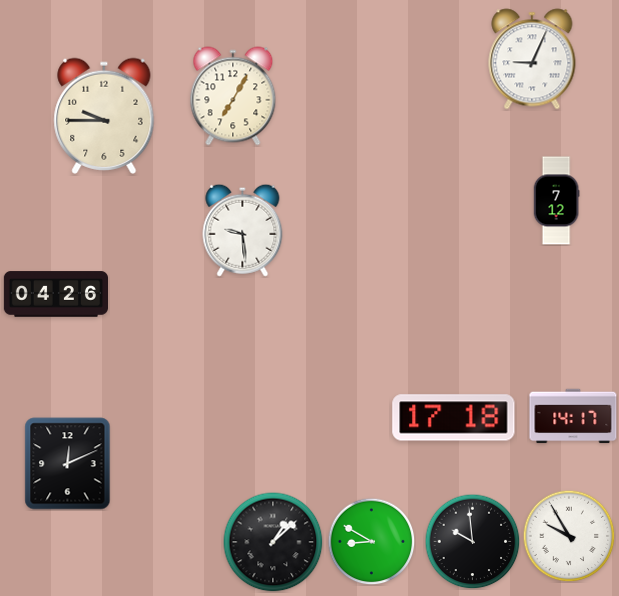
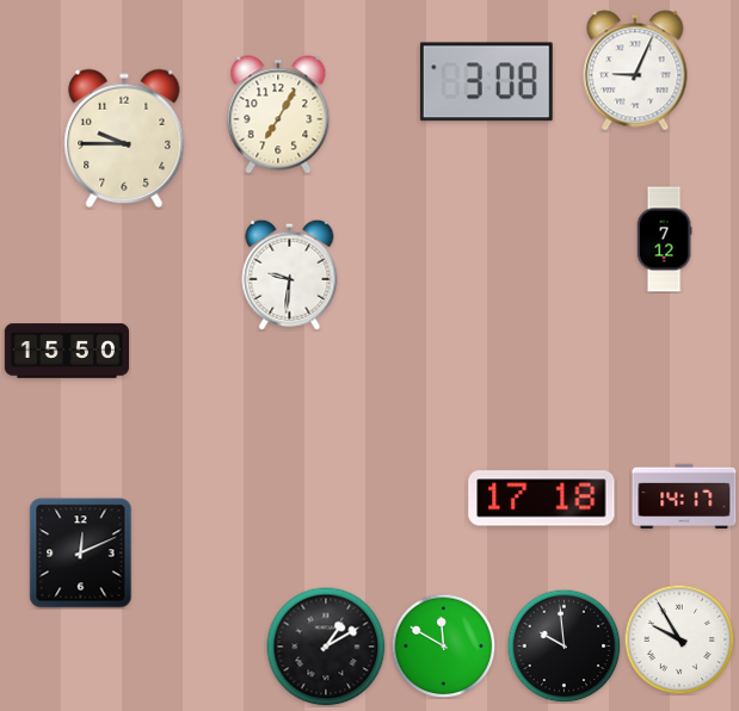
clock at (486, 82): none -> 3:08
clock at (243, 230): 9:29 -> 9:31
clock at (55, 294): 04:26 -> 15:50
clock at (371, 541): 8:50 -> 11:50
clock at (273, 542): 1:08 -> 1:10
